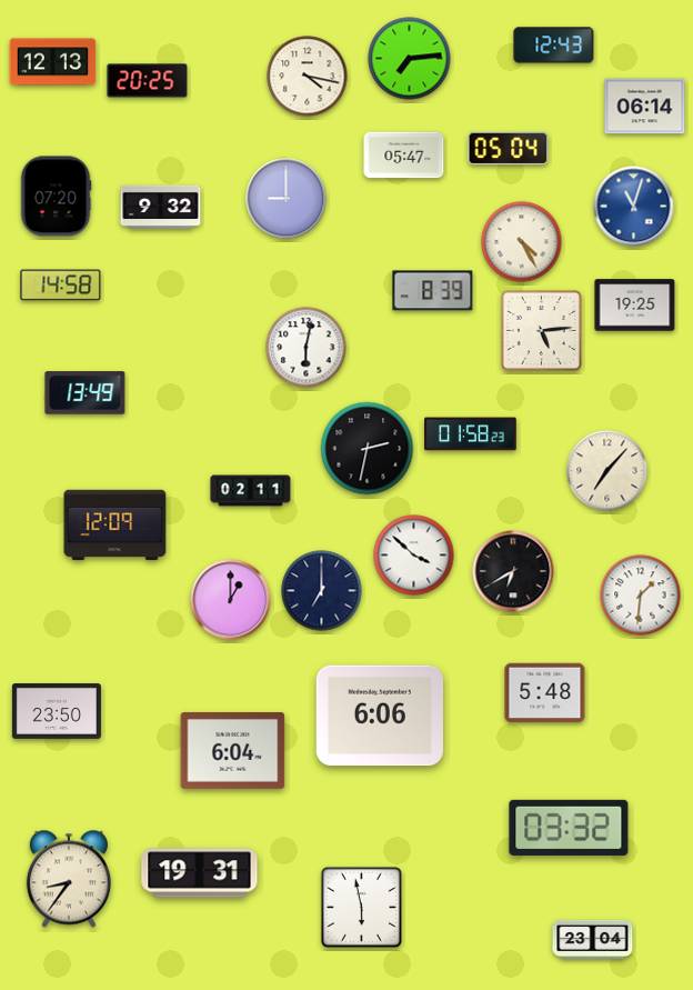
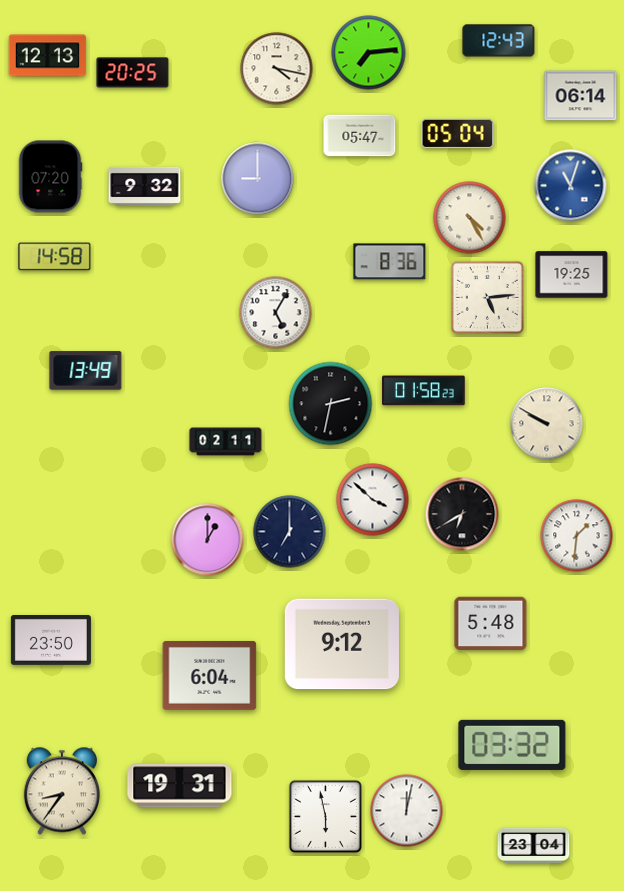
clock at (404, 156) position: (404, 156) -> (360, 136)
clock at (433, 291): 8:39 -> 8:36
clock at (307, 348): 6:02 -> 5:05
clock at (86, 393) position: (86, 393) -> (86, 371)
clock at (607, 471): 7:07 -> 9:50
clock at (115, 526): 12:09 -> none
clock at (380, 716): 6:06 -> 9:12
clock at (407, 811): none -> 12:02
